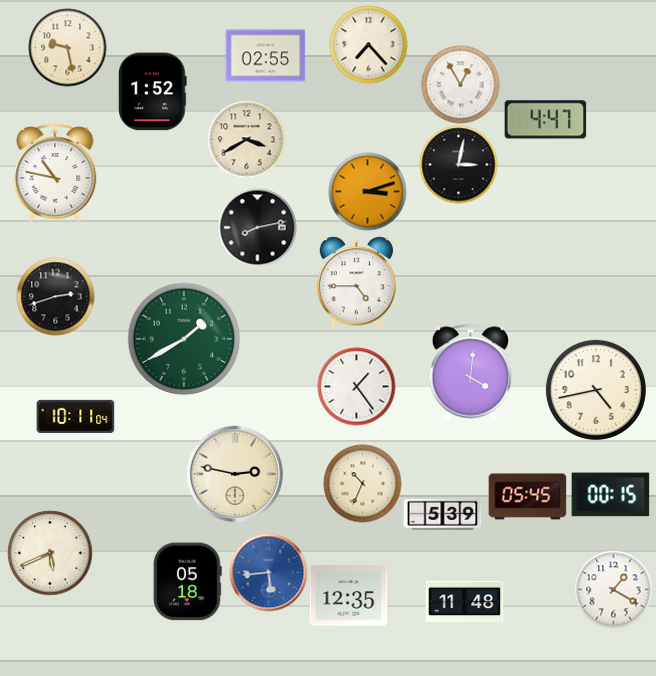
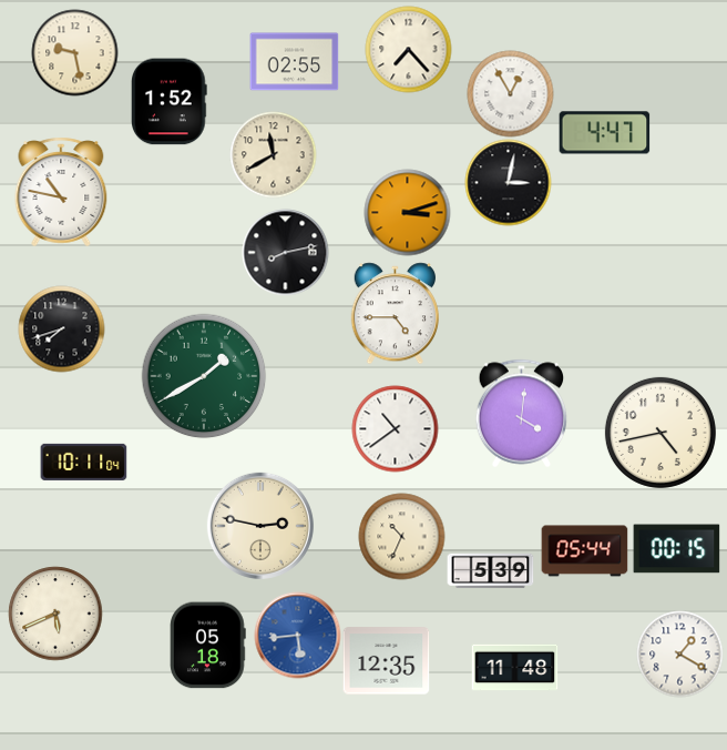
clock at (246, 139): 3:40 -> 11:40
clock at (55, 296): 2:42 -> 7:42
clock at (356, 386): 1:24 -> 10:39
clock at (527, 497): 05:45 -> 05:44
